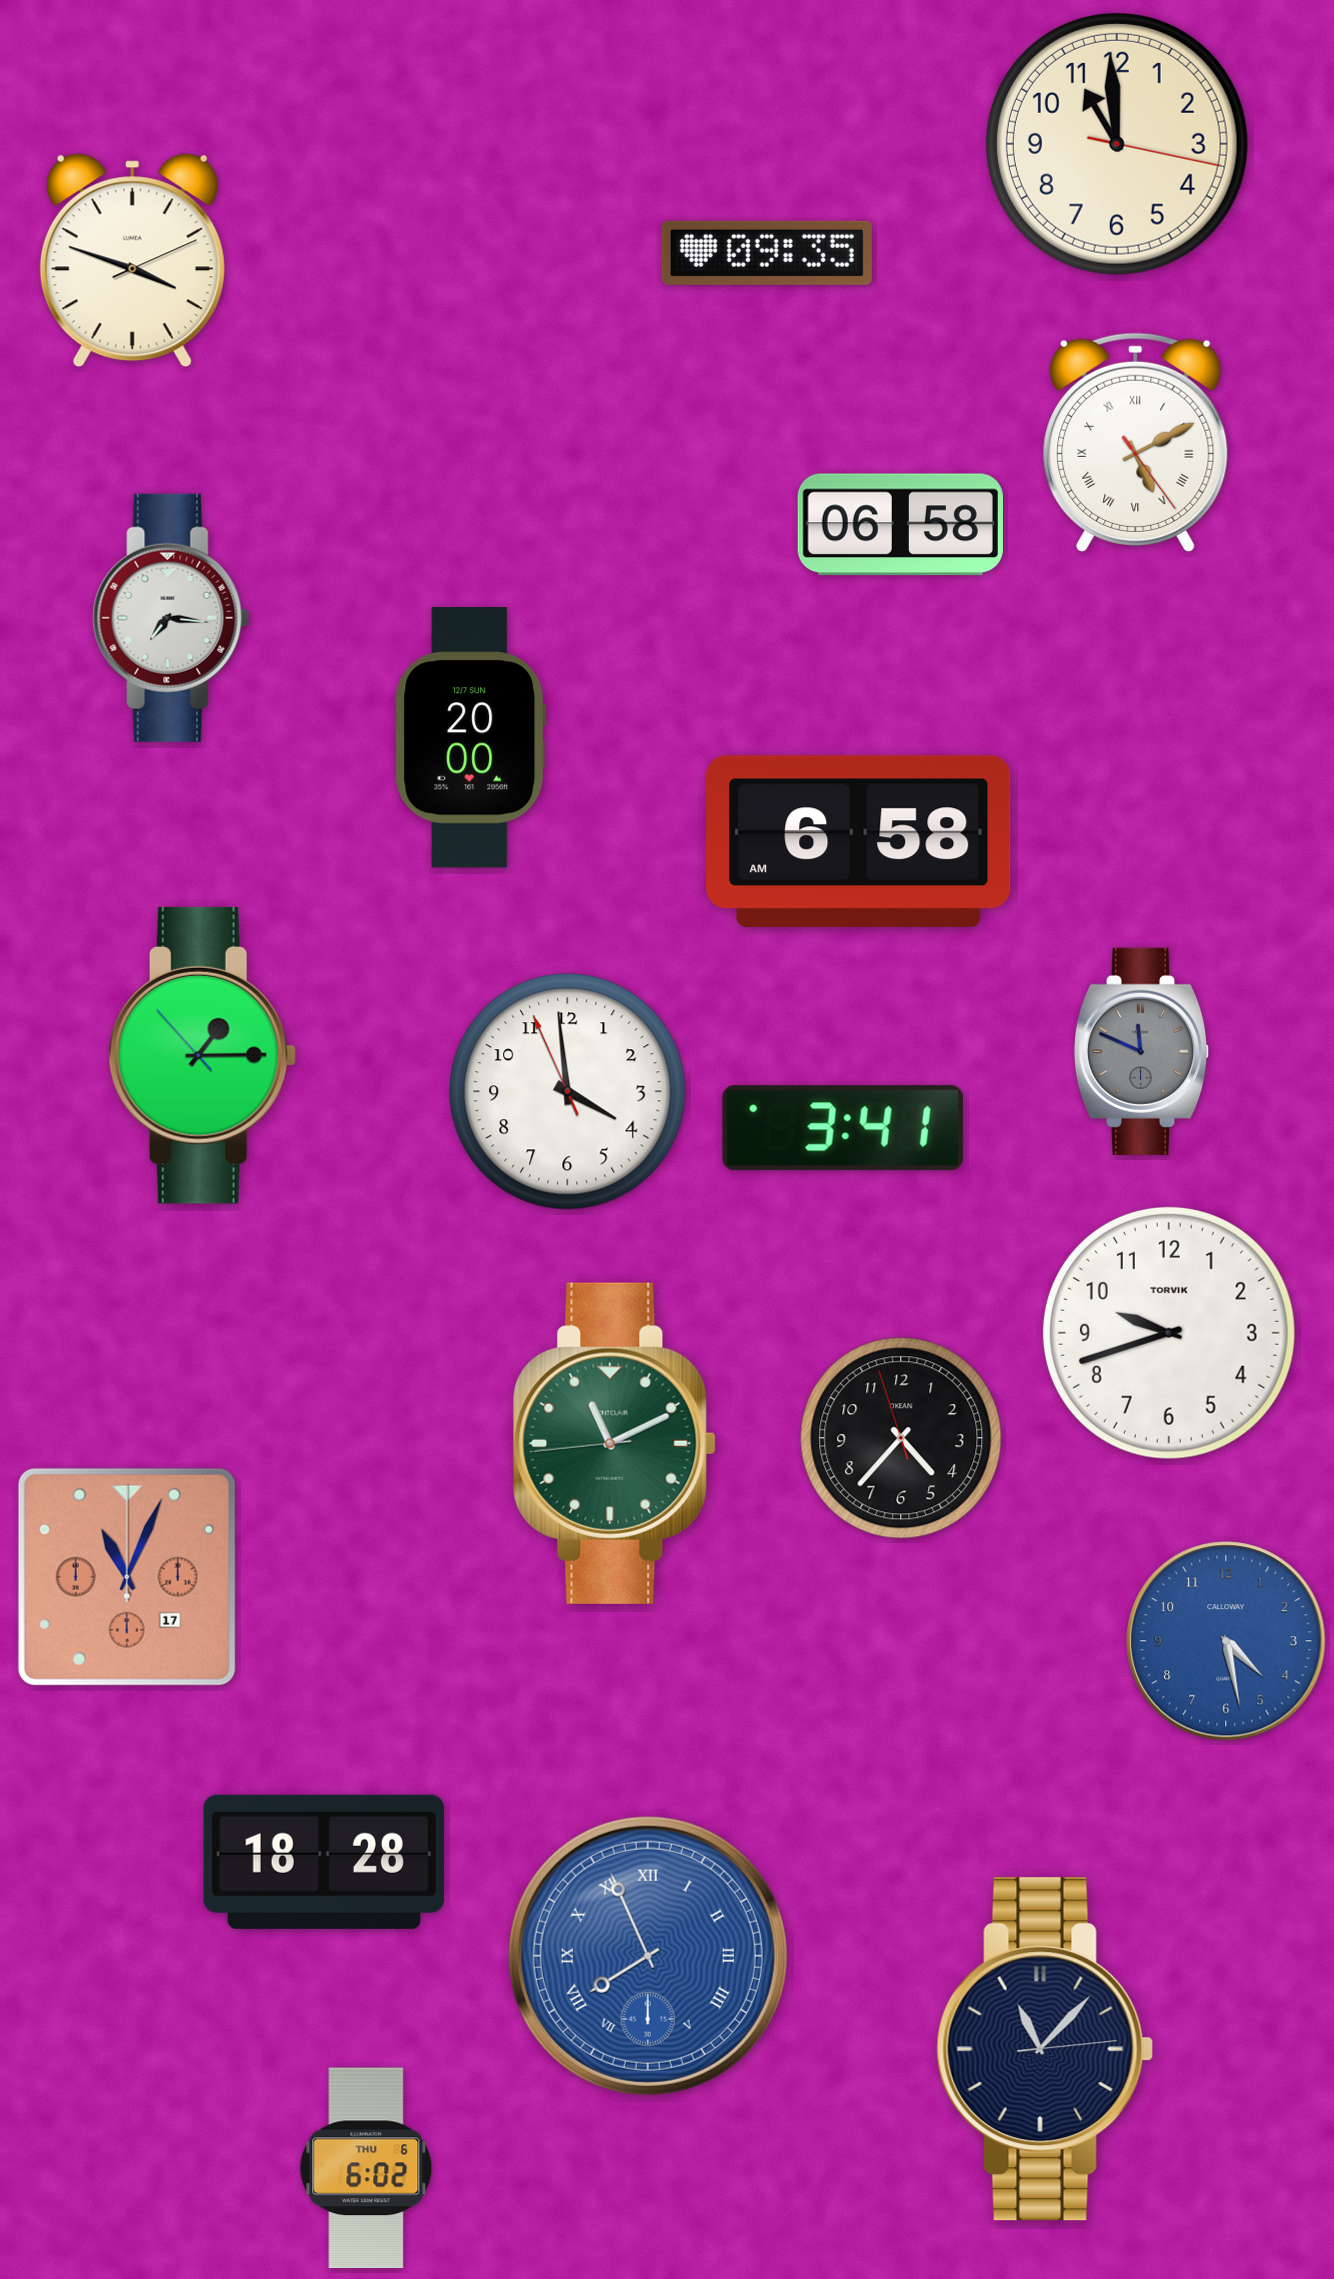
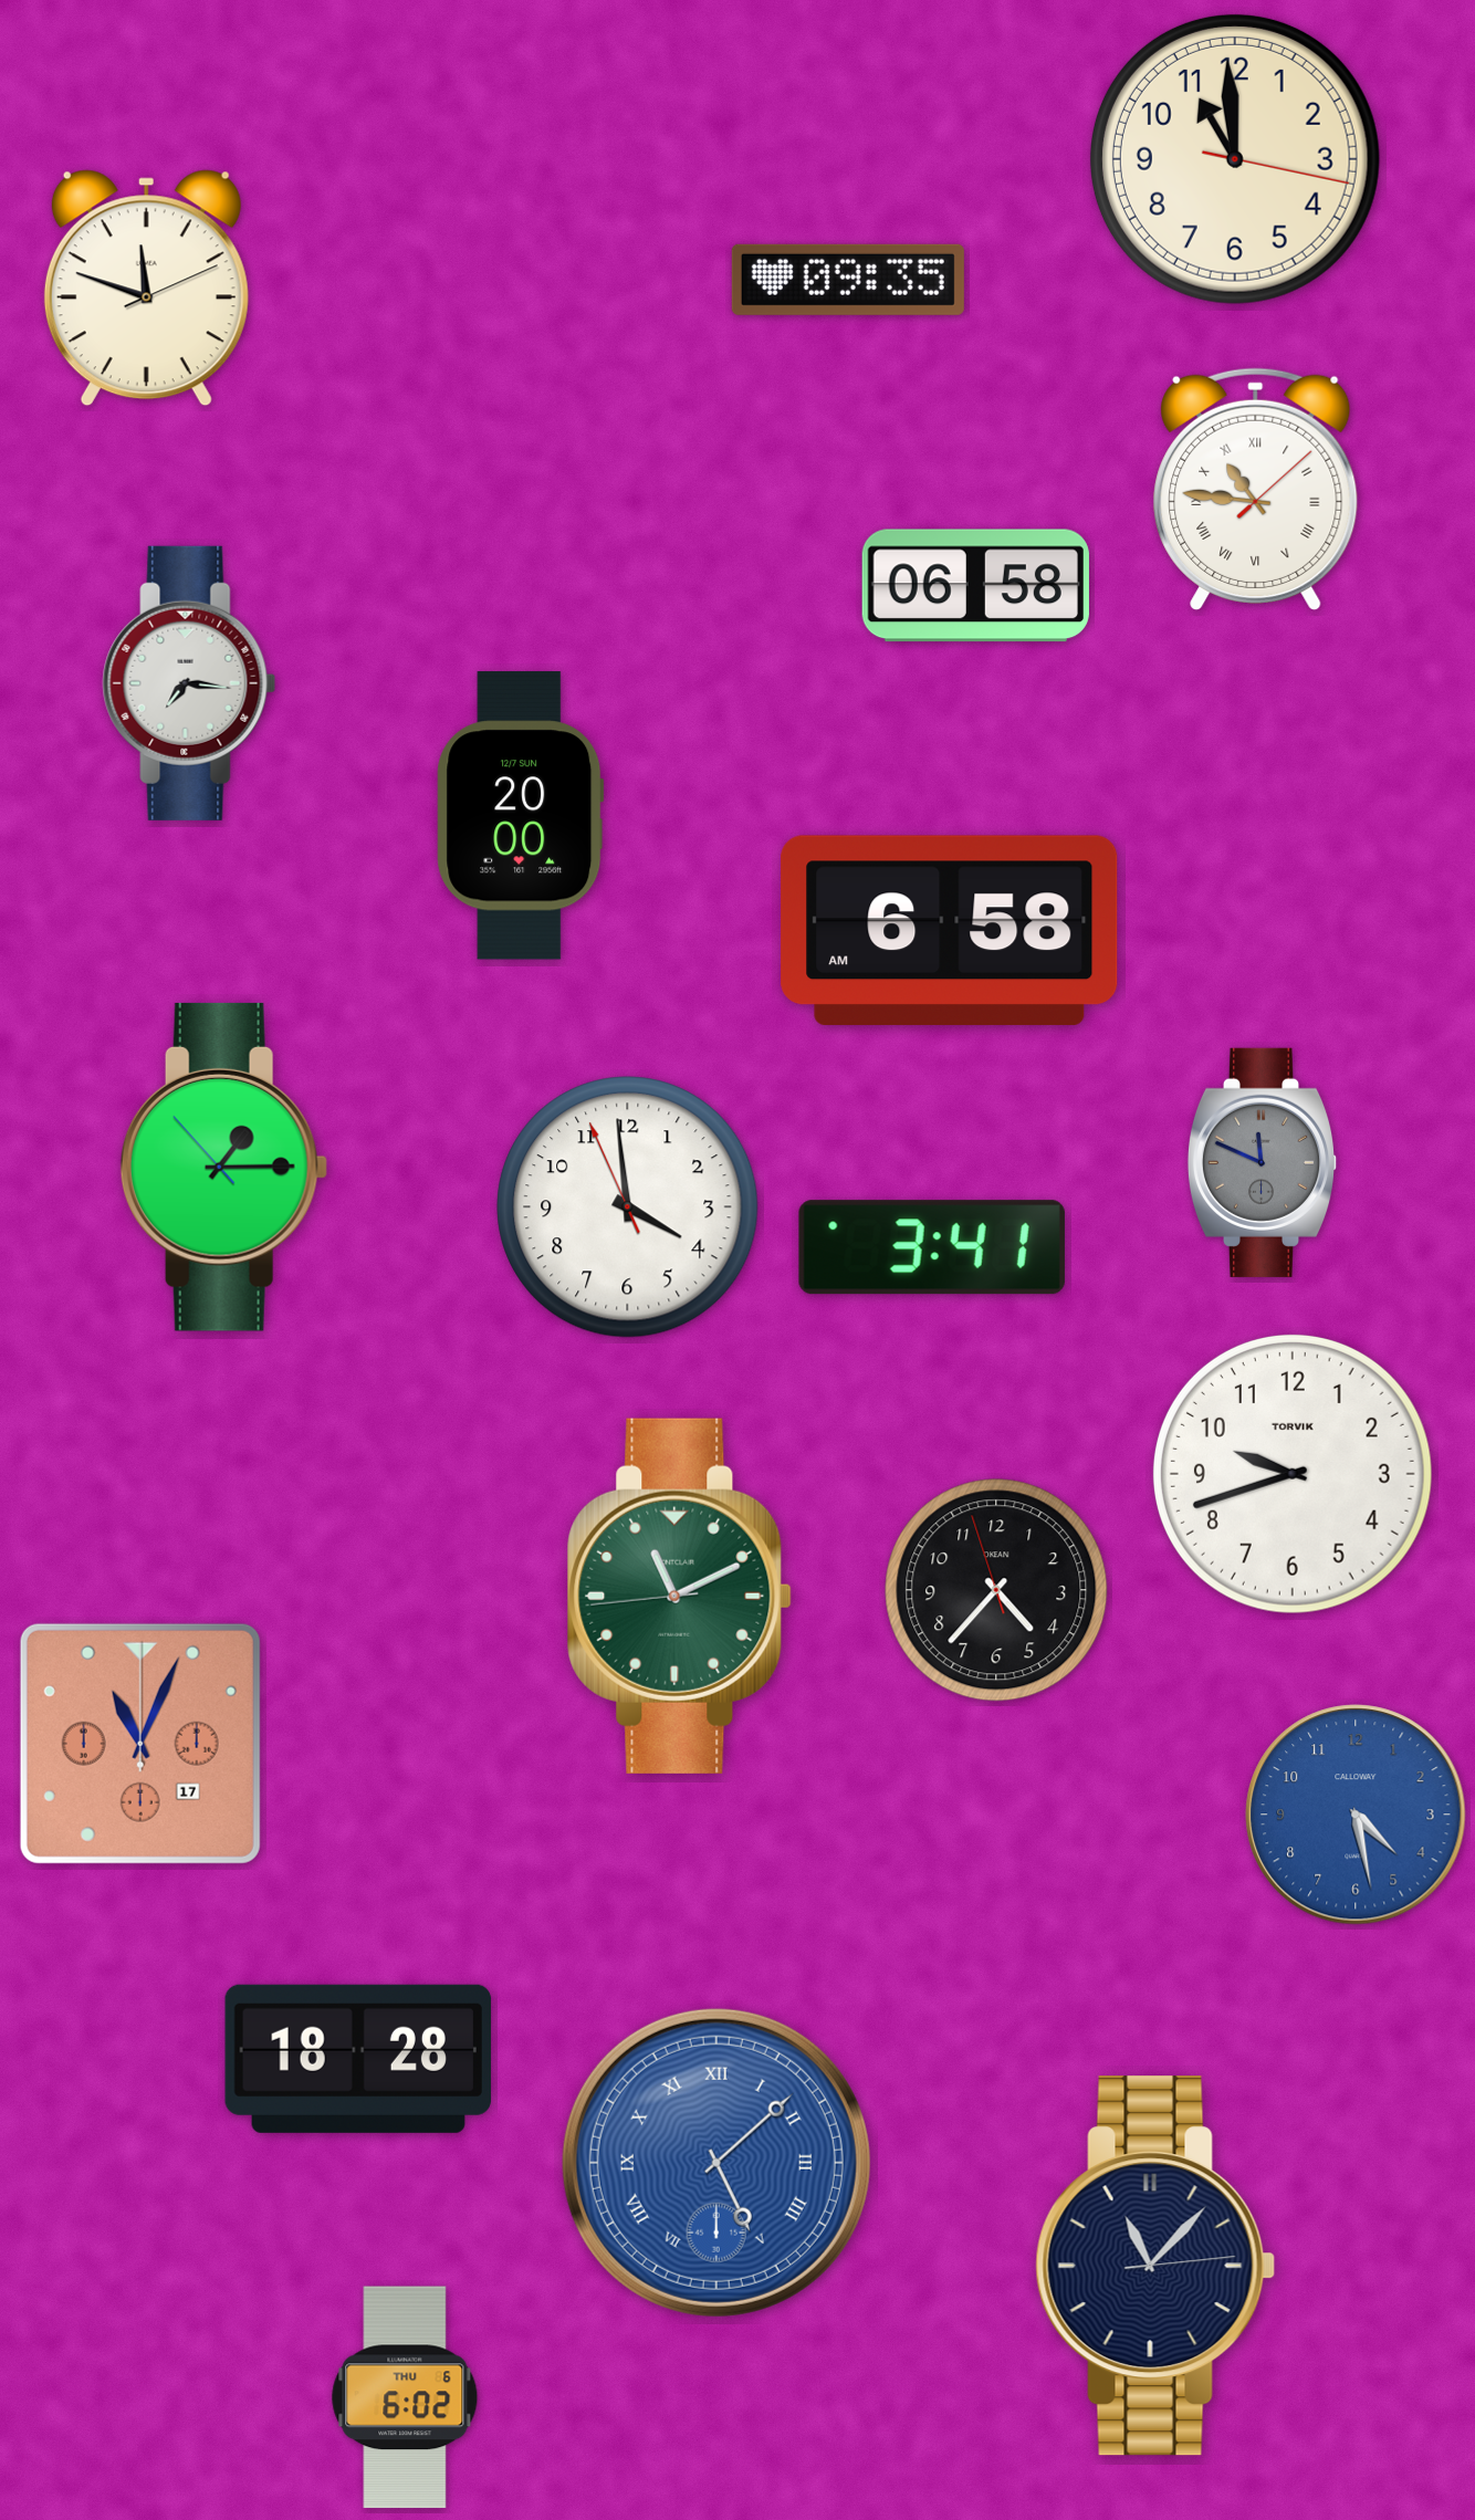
clock at (132, 261): 3:48 -> 11:48
clock at (1136, 442): 5:10 -> 10:46
clock at (900, 525) position: (900, 525) -> (975, 586)
clock at (648, 1956): 7:56 -> 5:08
